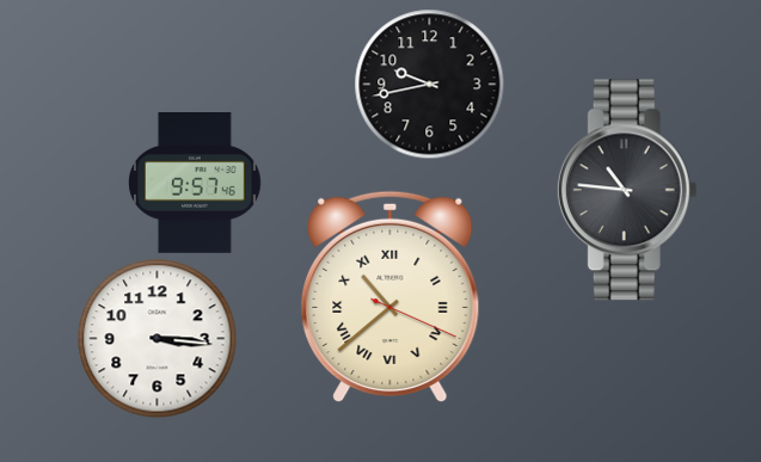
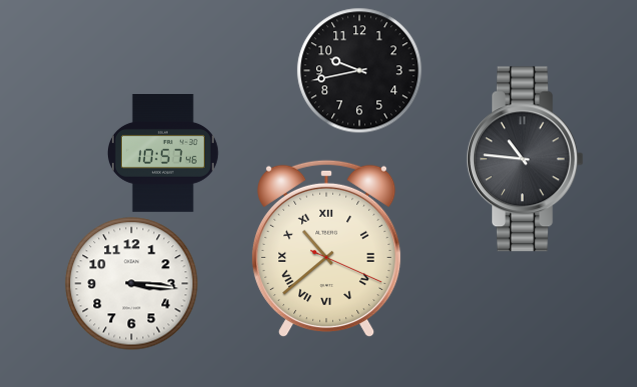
clock at (196, 184): 9:57 -> 10:57
